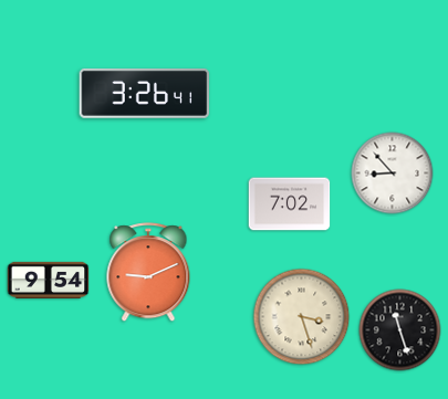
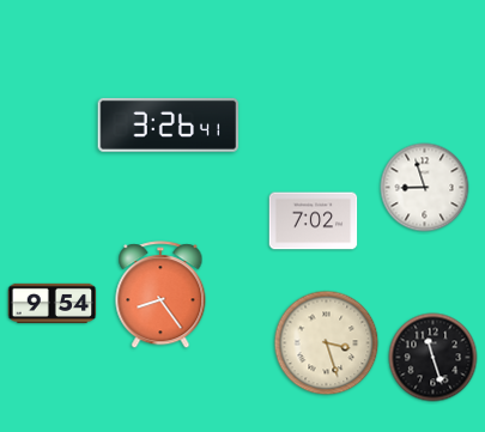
clock at (145, 93) position: (145, 93) -> (169, 124)
clock at (393, 174): 8:53 -> 8:57
clock at (148, 273): 9:11 -> 8:24
